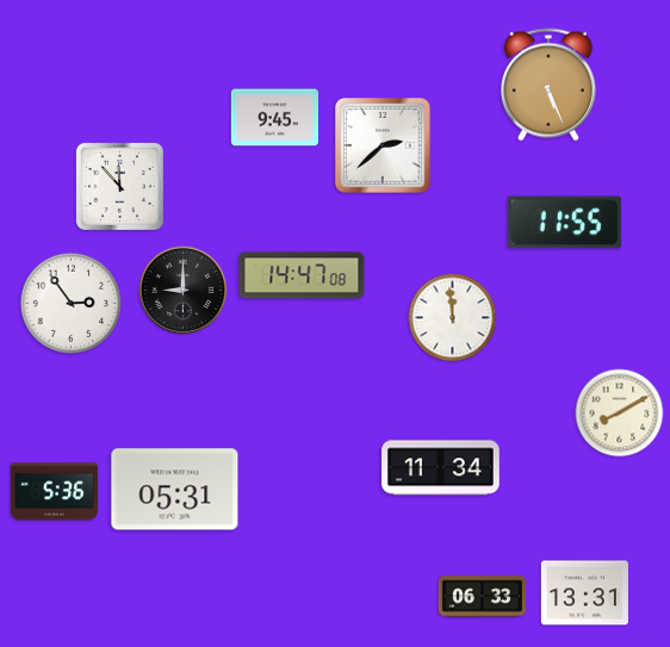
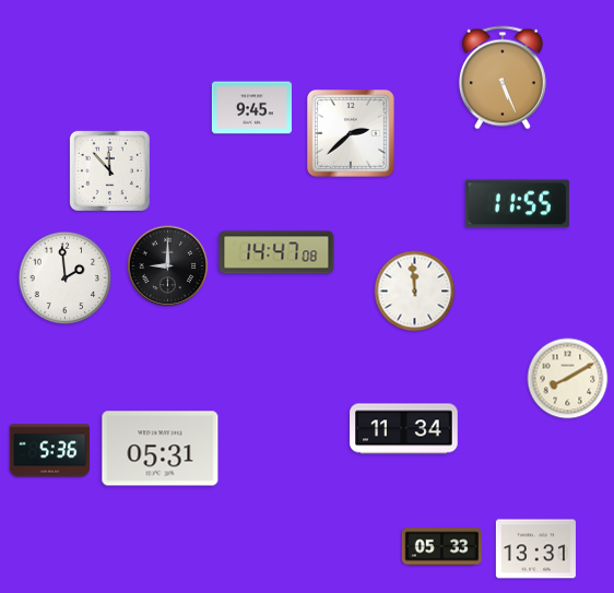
clock at (72, 304): 2:54 -> 1:59
clock at (584, 593) position: (584, 593) -> (535, 549)
clock at (482, 597): 06:33 -> 05:33
